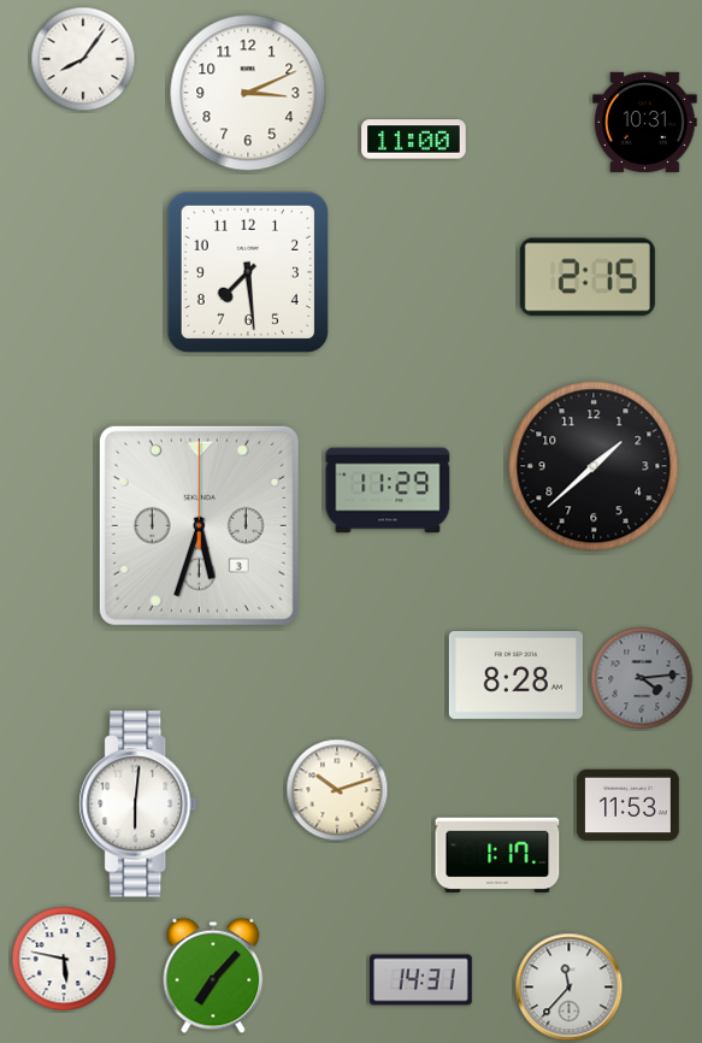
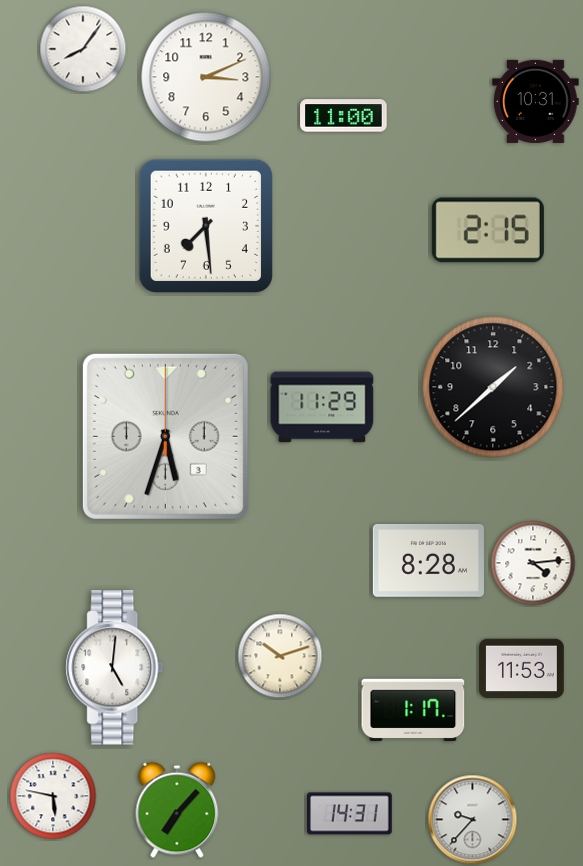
clock at (83, 59) position: (83, 59) -> (83, 49)
clock at (642, 678) dial: grey -> white
clock at (138, 805): 6:01 -> 5:01
clock at (570, 988): 11:37 -> 9:37
